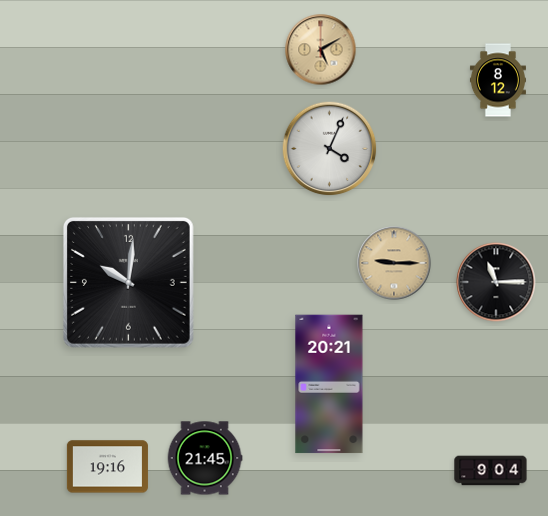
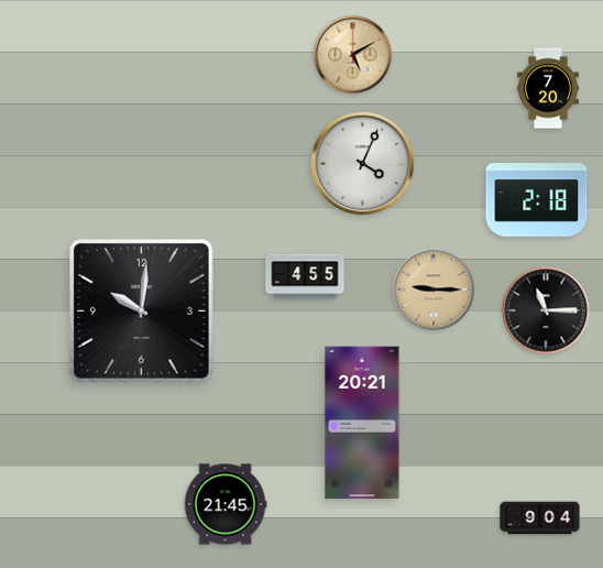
clock at (498, 80): 8:12 -> 7:20
clock at (537, 200): none -> 2:18
clock at (305, 276): none -> 4:55
clock at (107, 467): 19:16 -> none
